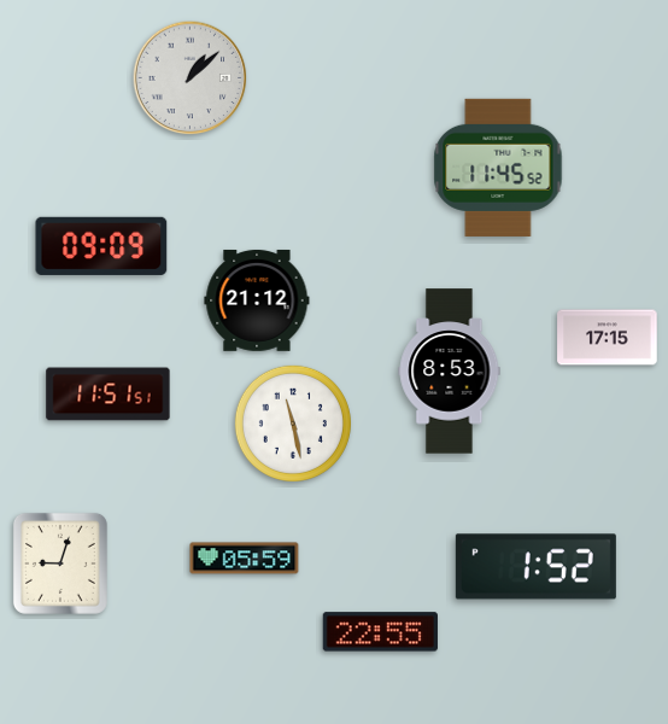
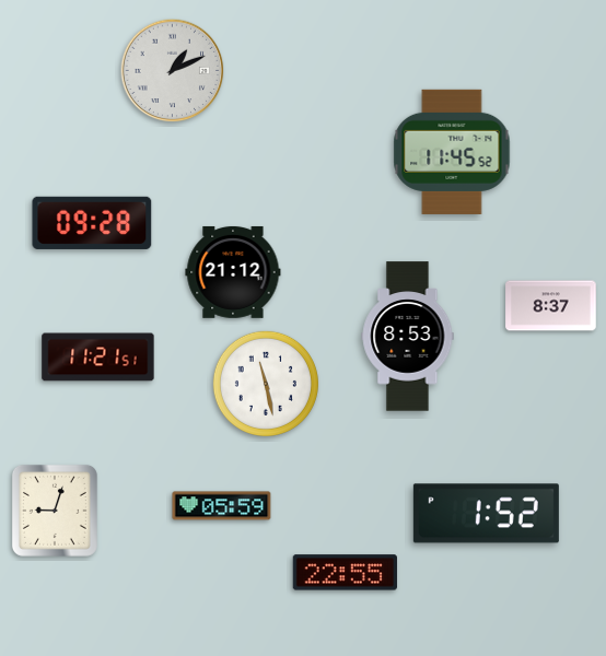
clock at (191, 78): 1:08 -> 1:11
clock at (101, 246): 09:09 -> 09:28
clock at (608, 338): 17:15 -> 8:37
clock at (109, 395): 11:51 -> 11:21
